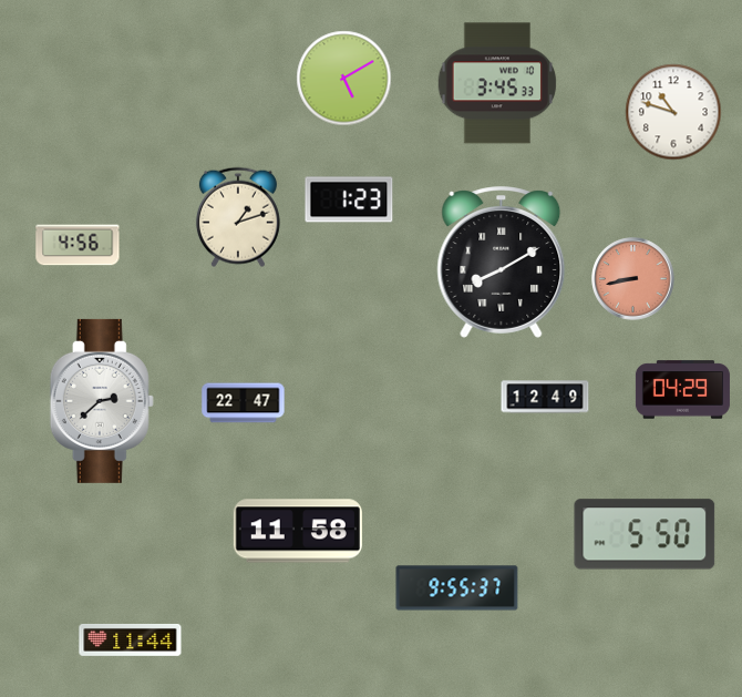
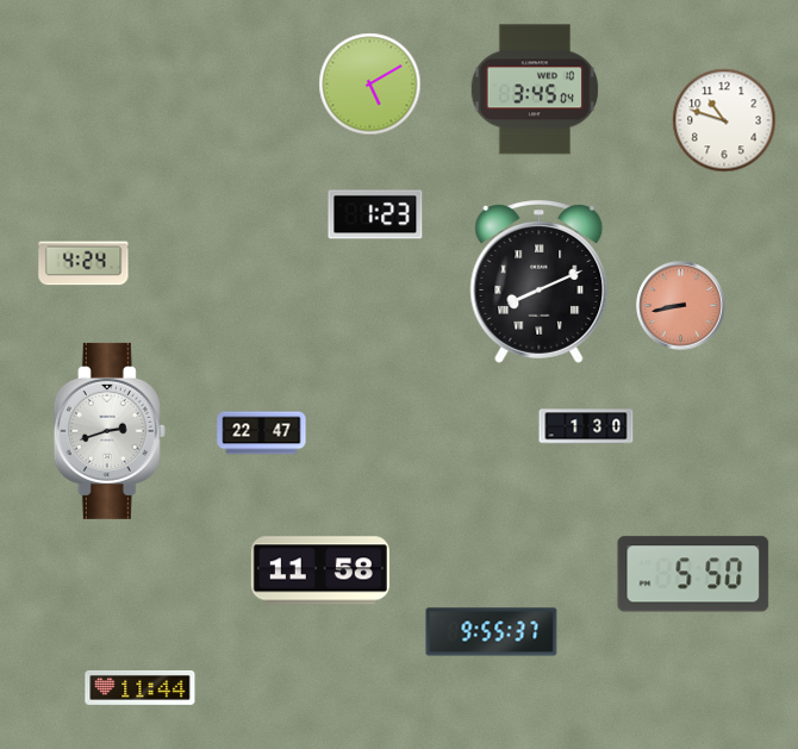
clock at (497, 83): 3:45:33 -> 3:45:04
clock at (238, 217): 1:12 -> none
clock at (78, 245): 4:56 -> 4:24
clock at (502, 263): 8:10 -> 8:11
clock at (633, 279) position: (633, 279) -> (681, 306)
clock at (682, 390): 04:29 -> none
clock at (545, 397): 12:49 -> 1:30
clock at (102, 401): 2:38 -> 2:42
